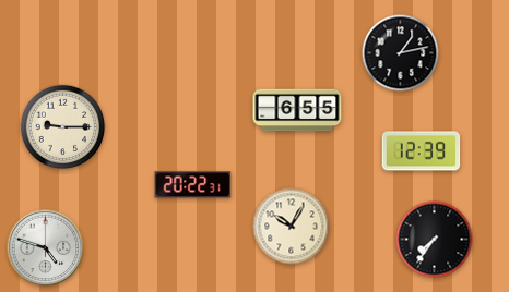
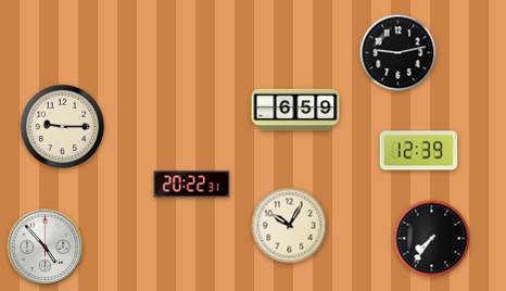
clock at (401, 53): 1:13 -> 9:13
clock at (297, 110): 6:55 -> 6:59
clock at (46, 248): 4:48 -> 4:53
